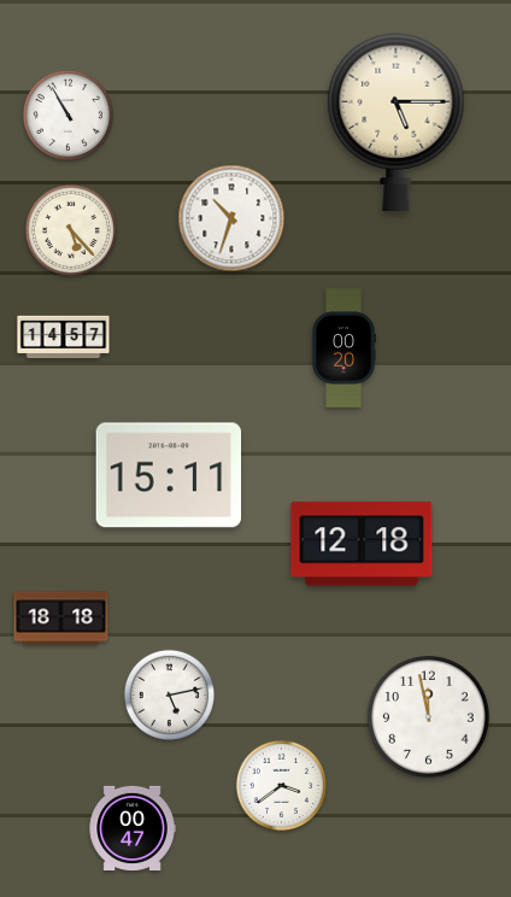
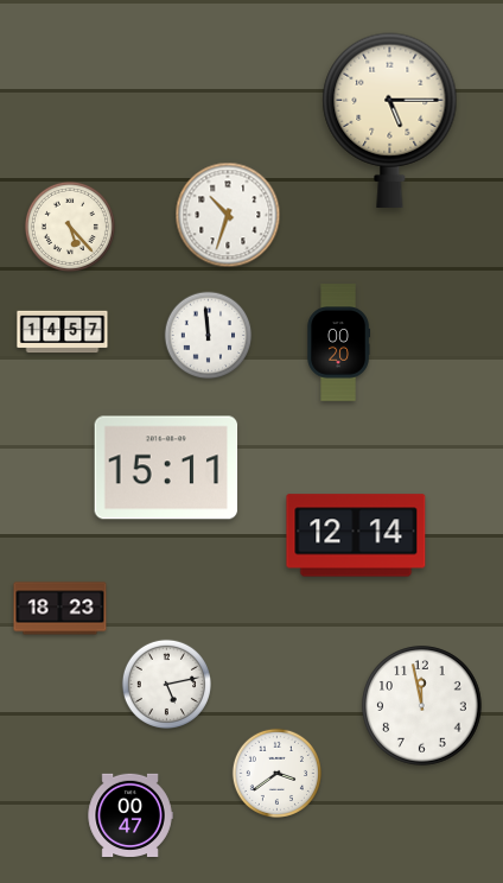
clock at (67, 115): 10:55 -> none
clock at (209, 336): none -> 11:59
clock at (362, 544): 12:18 -> 12:14
clock at (61, 618): 18:18 -> 18:23
